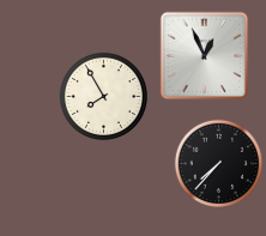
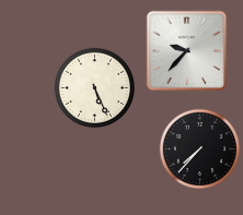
clock at (205, 56): 12:56 -> 9:37
clock at (103, 96): 7:55 -> 5:26
